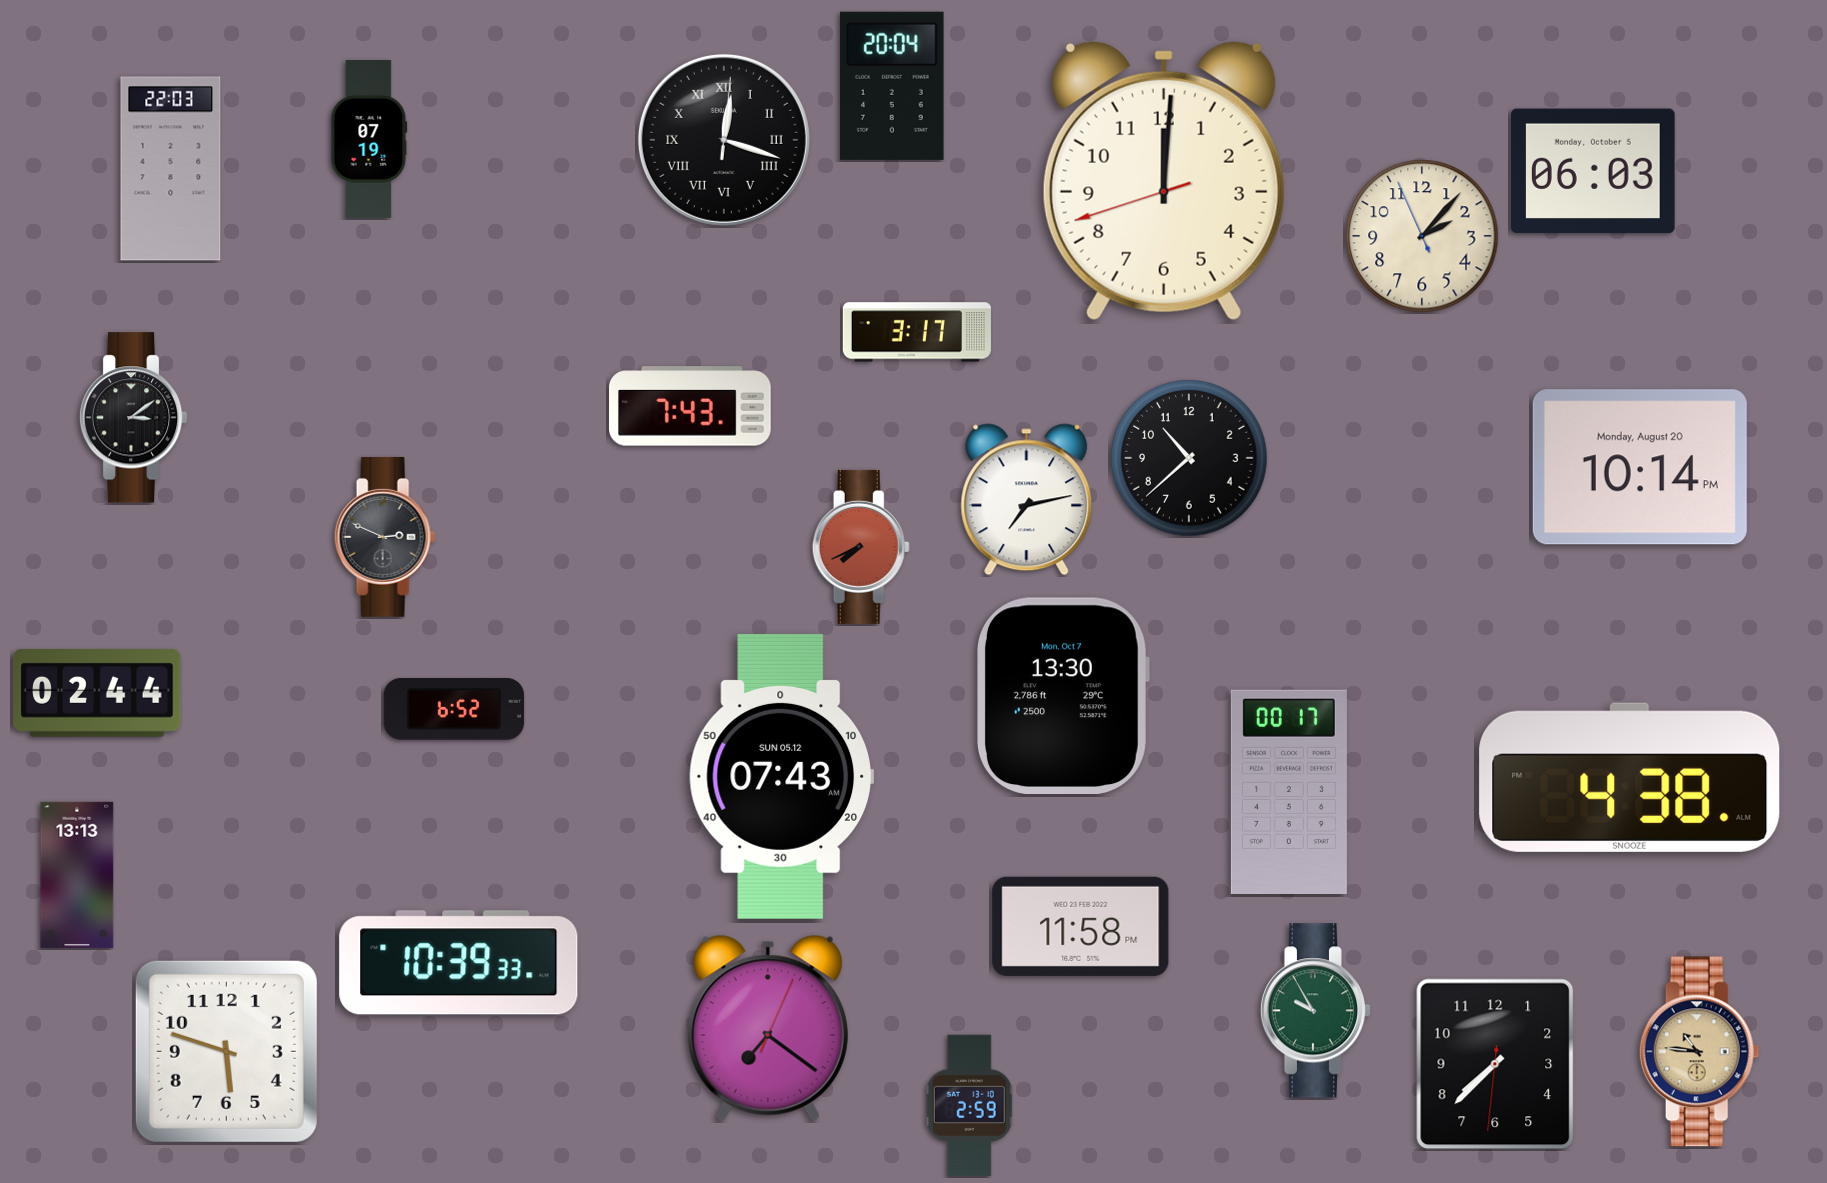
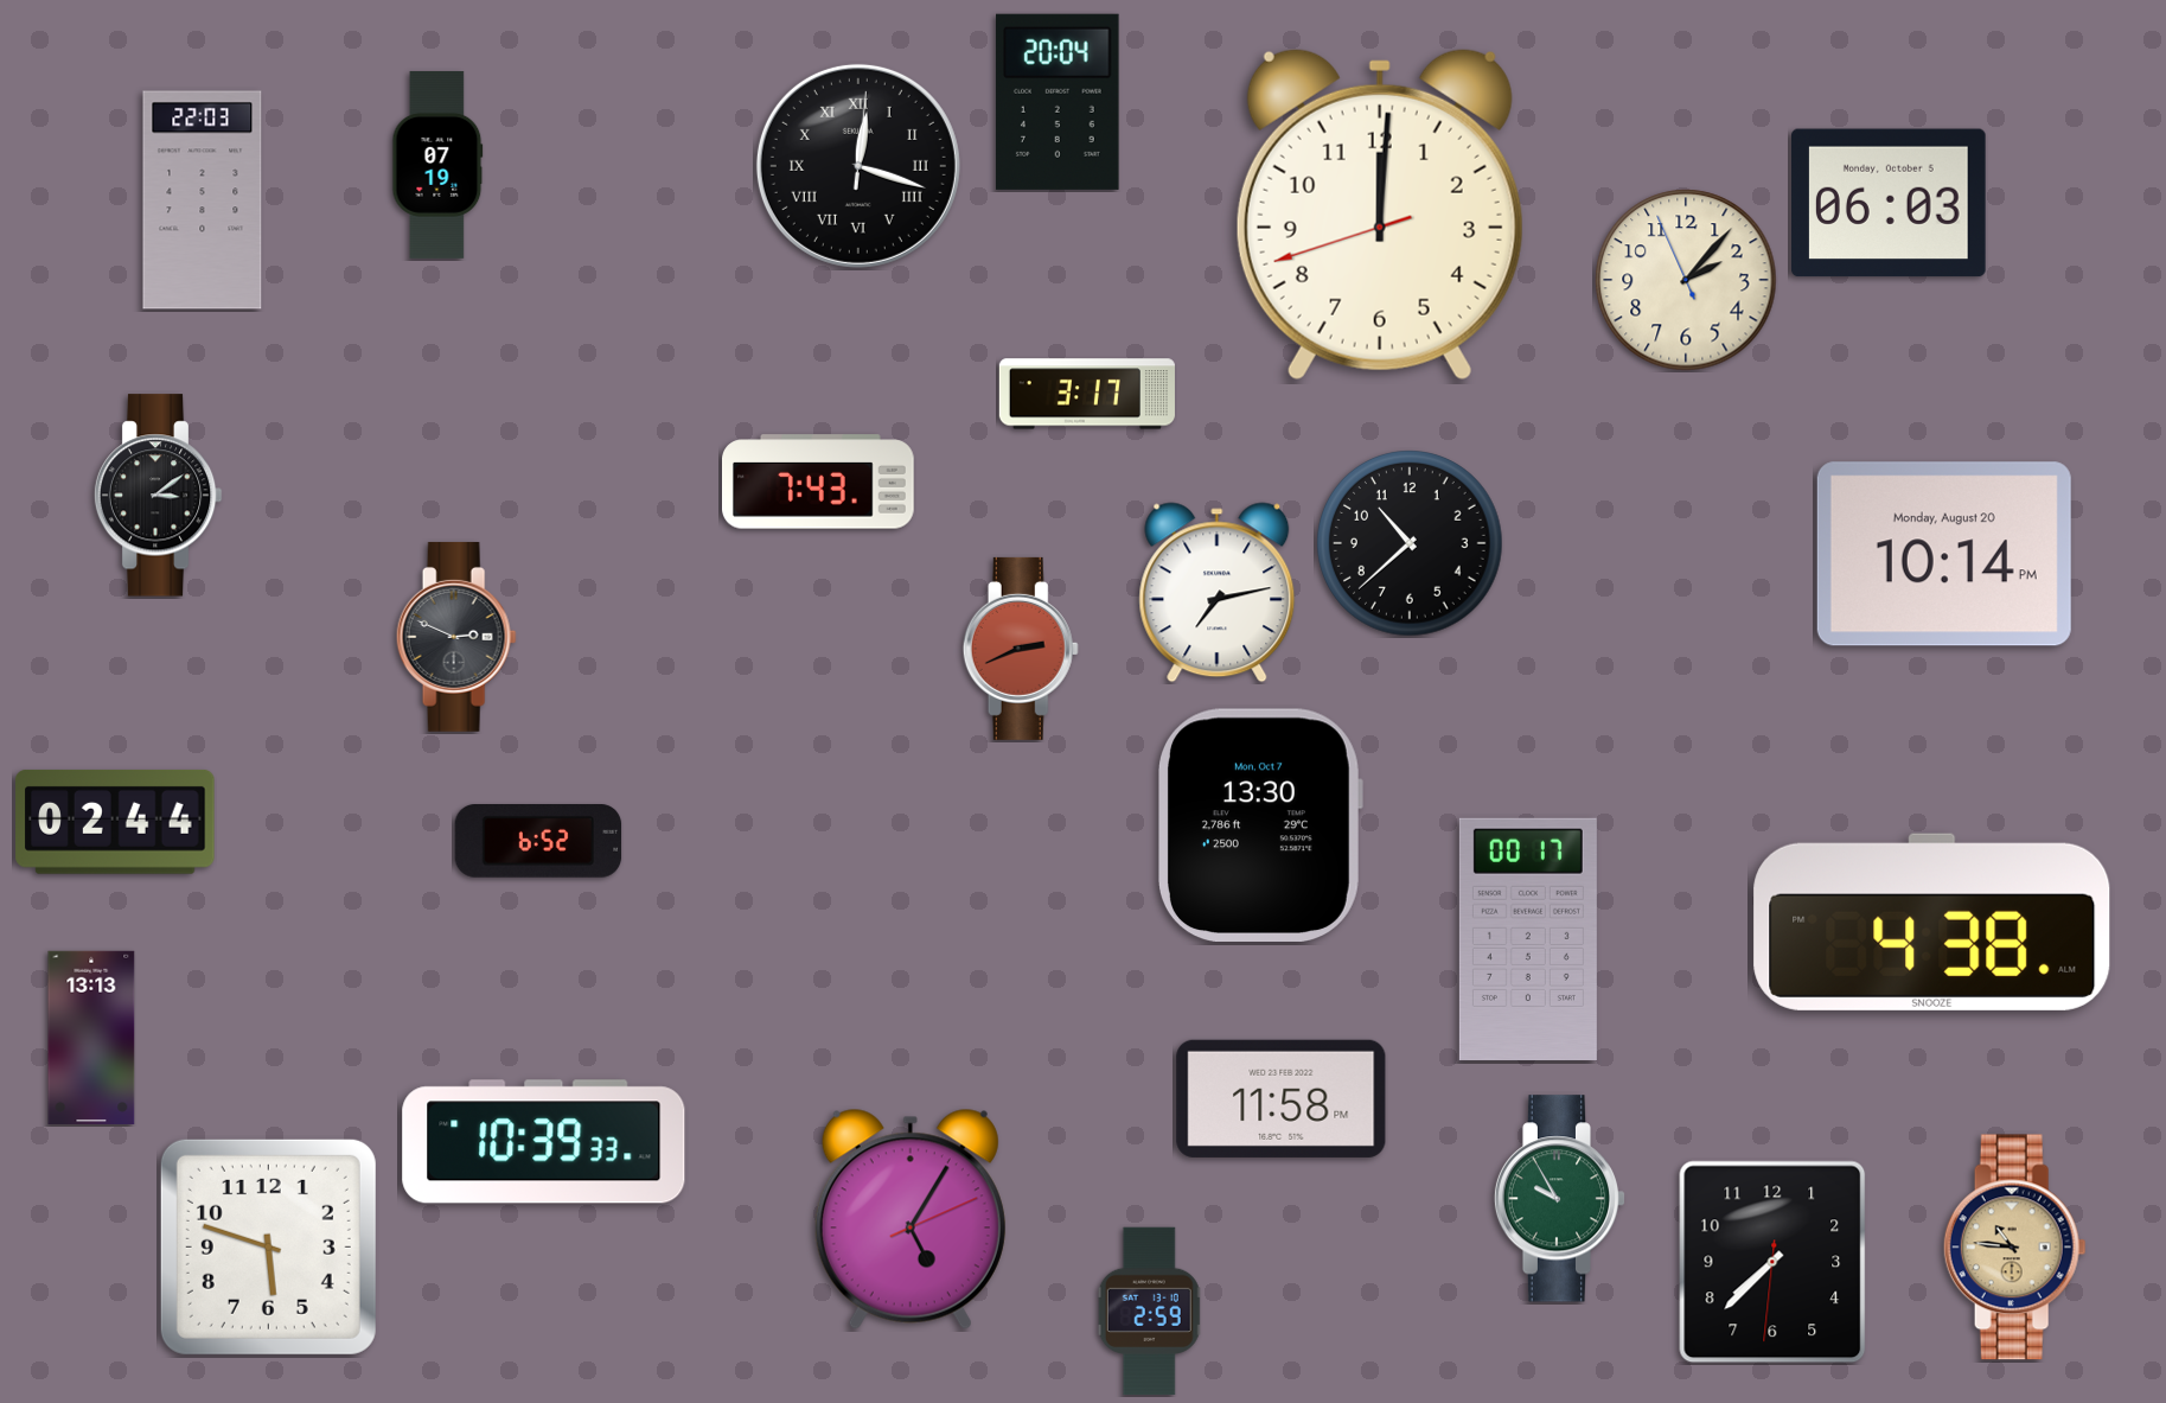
clock at (861, 547): 7:41 -> 2:41
clock at (781, 776): 07:43 -> none
clock at (768, 1028): 7:21 -> 5:05
